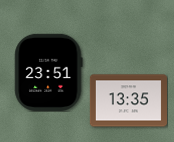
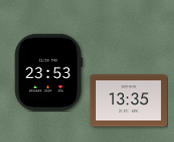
clock at (49, 72): 23:51 -> 23:53
